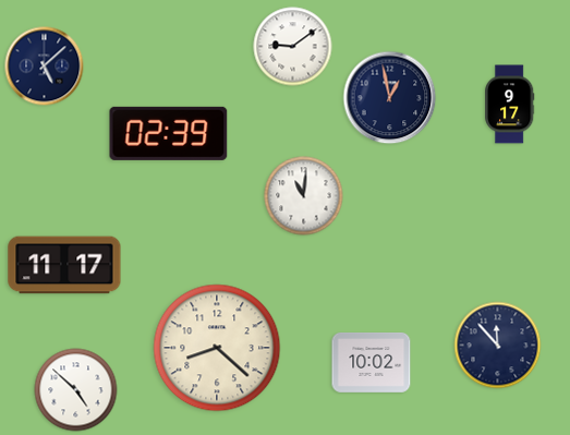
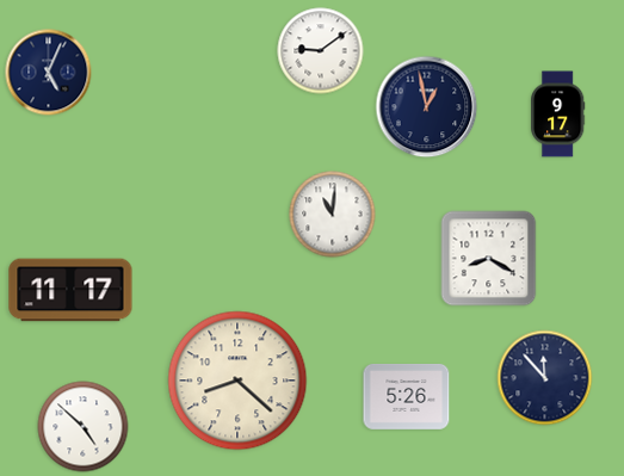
clock at (45, 67): 5:08 -> 5:04
clock at (169, 133): 02:39 -> none
clock at (489, 259): none -> 8:20
clock at (372, 363): 10:02 -> 5:26
